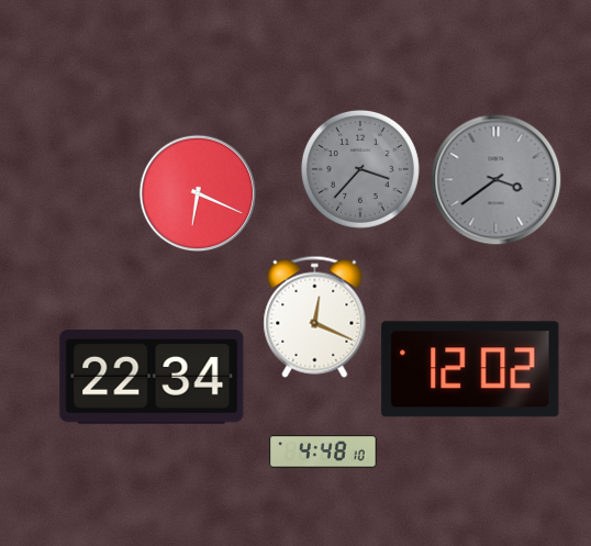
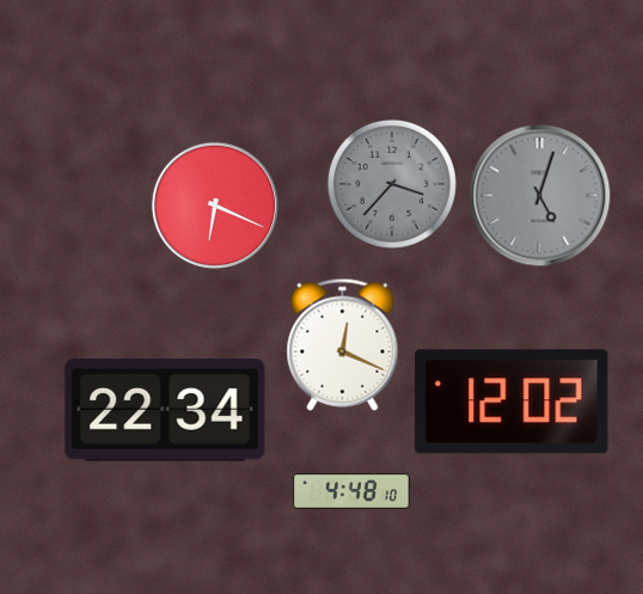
clock at (497, 180): 3:39 -> 5:03
clock at (197, 192) position: (197, 192) -> (214, 204)
